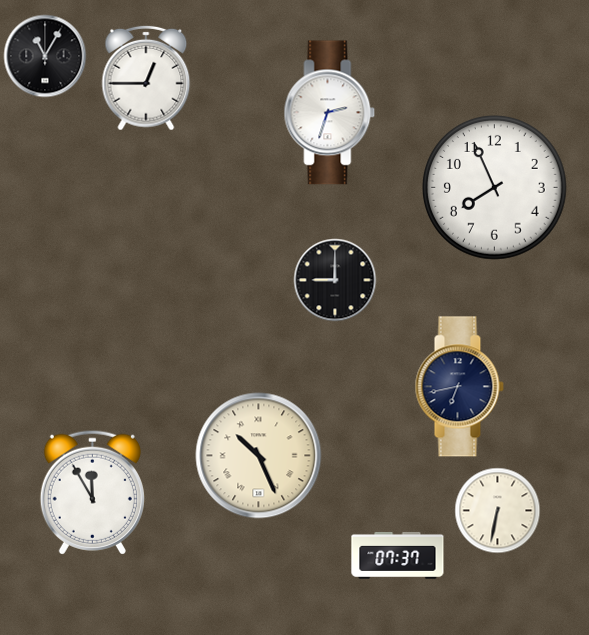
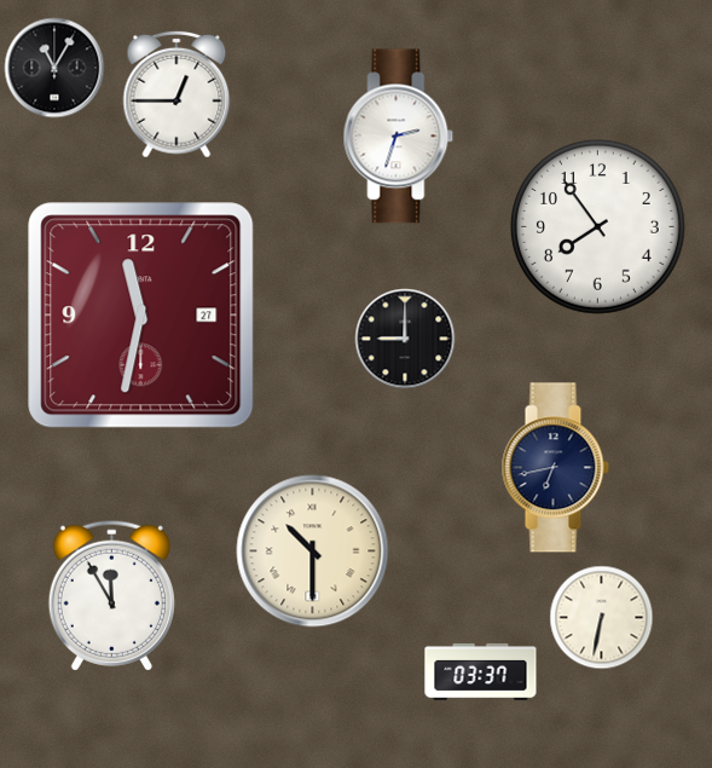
clock at (495, 188): 7:56 -> 7:54
clock at (141, 316): none -> 11:32
clock at (259, 456): 10:26 -> 10:30
clock at (398, 555): 07:37 -> 03:37
